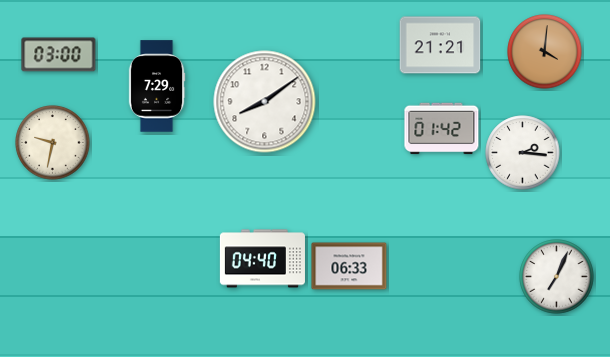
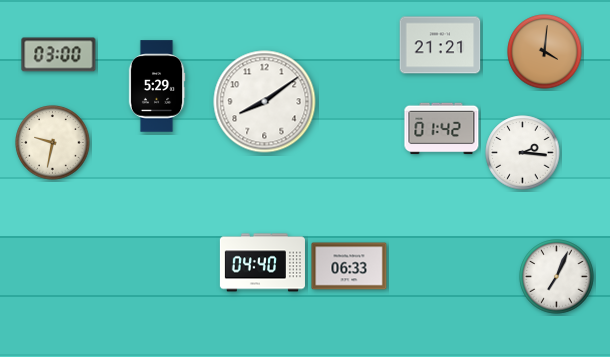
clock at (157, 86): 7:29 -> 5:29
clock at (262, 259) position: (262, 259) -> (262, 263)
